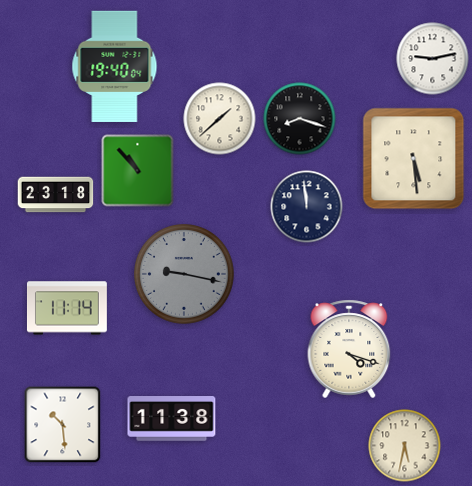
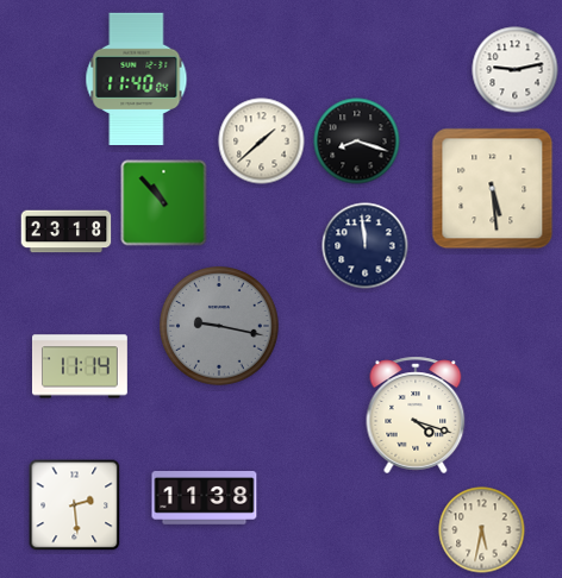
clock at (115, 67): 19:40 -> 11:40
clock at (63, 425): 10:29 -> 2:29
